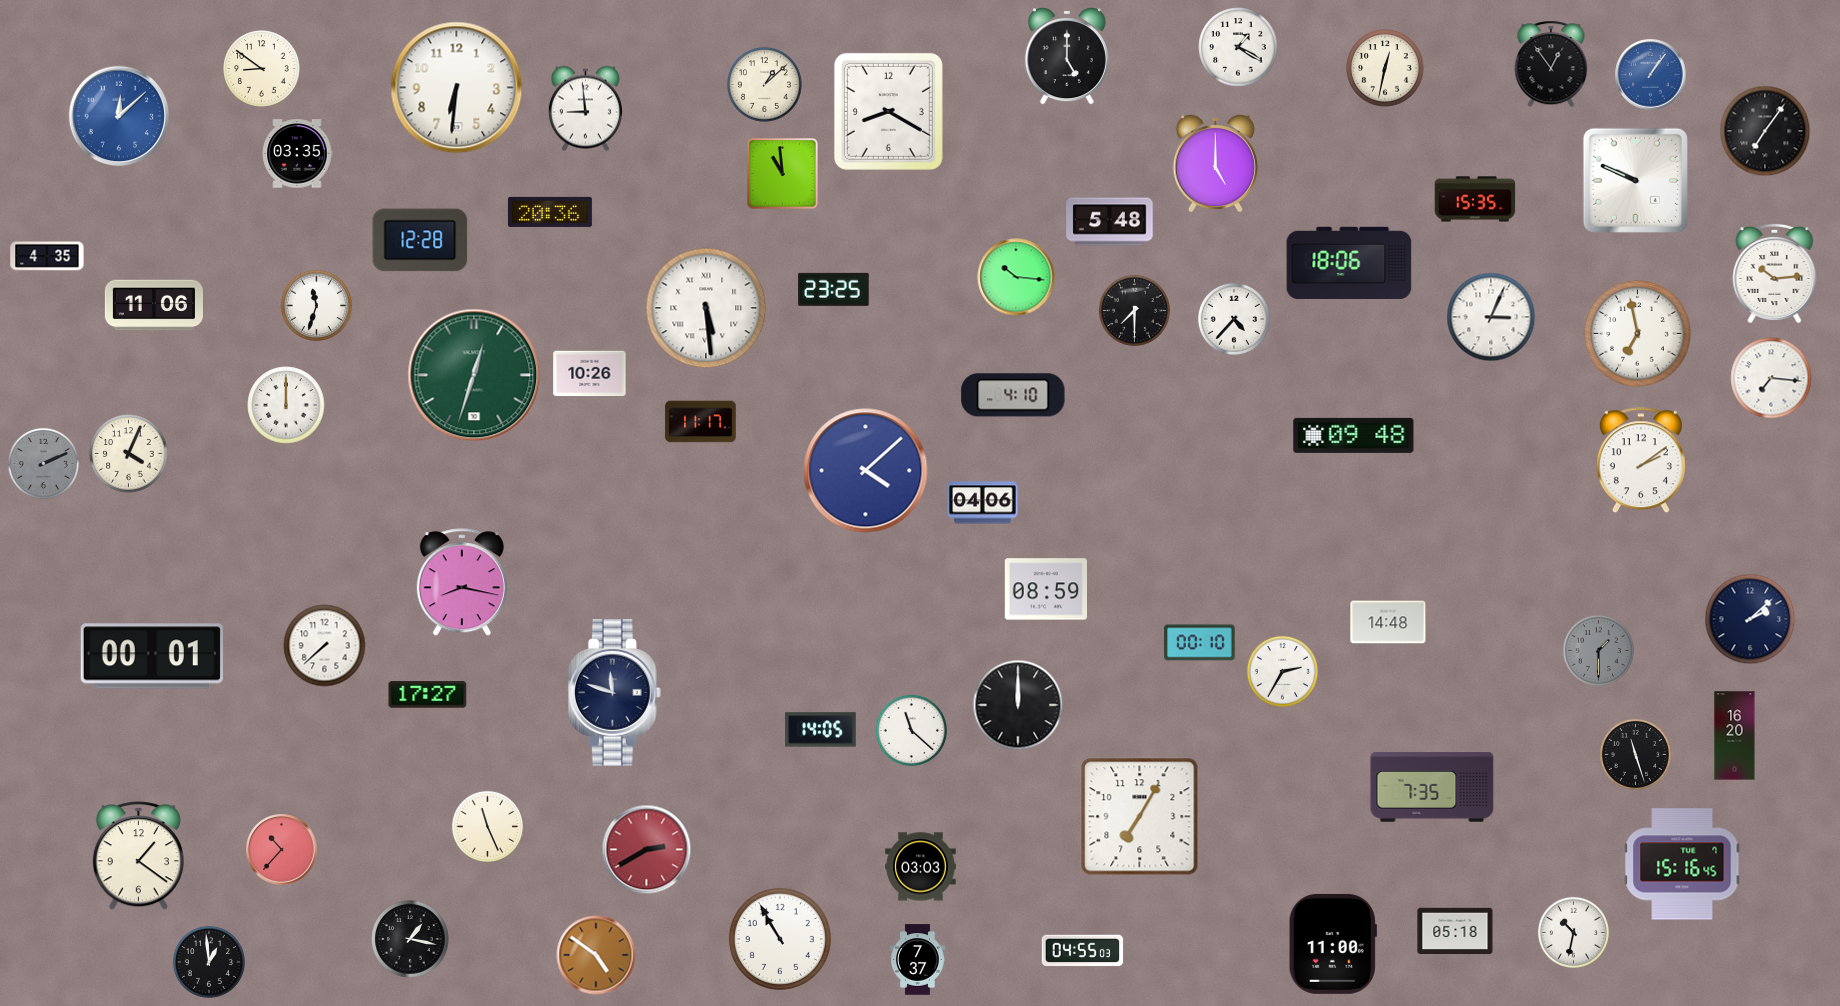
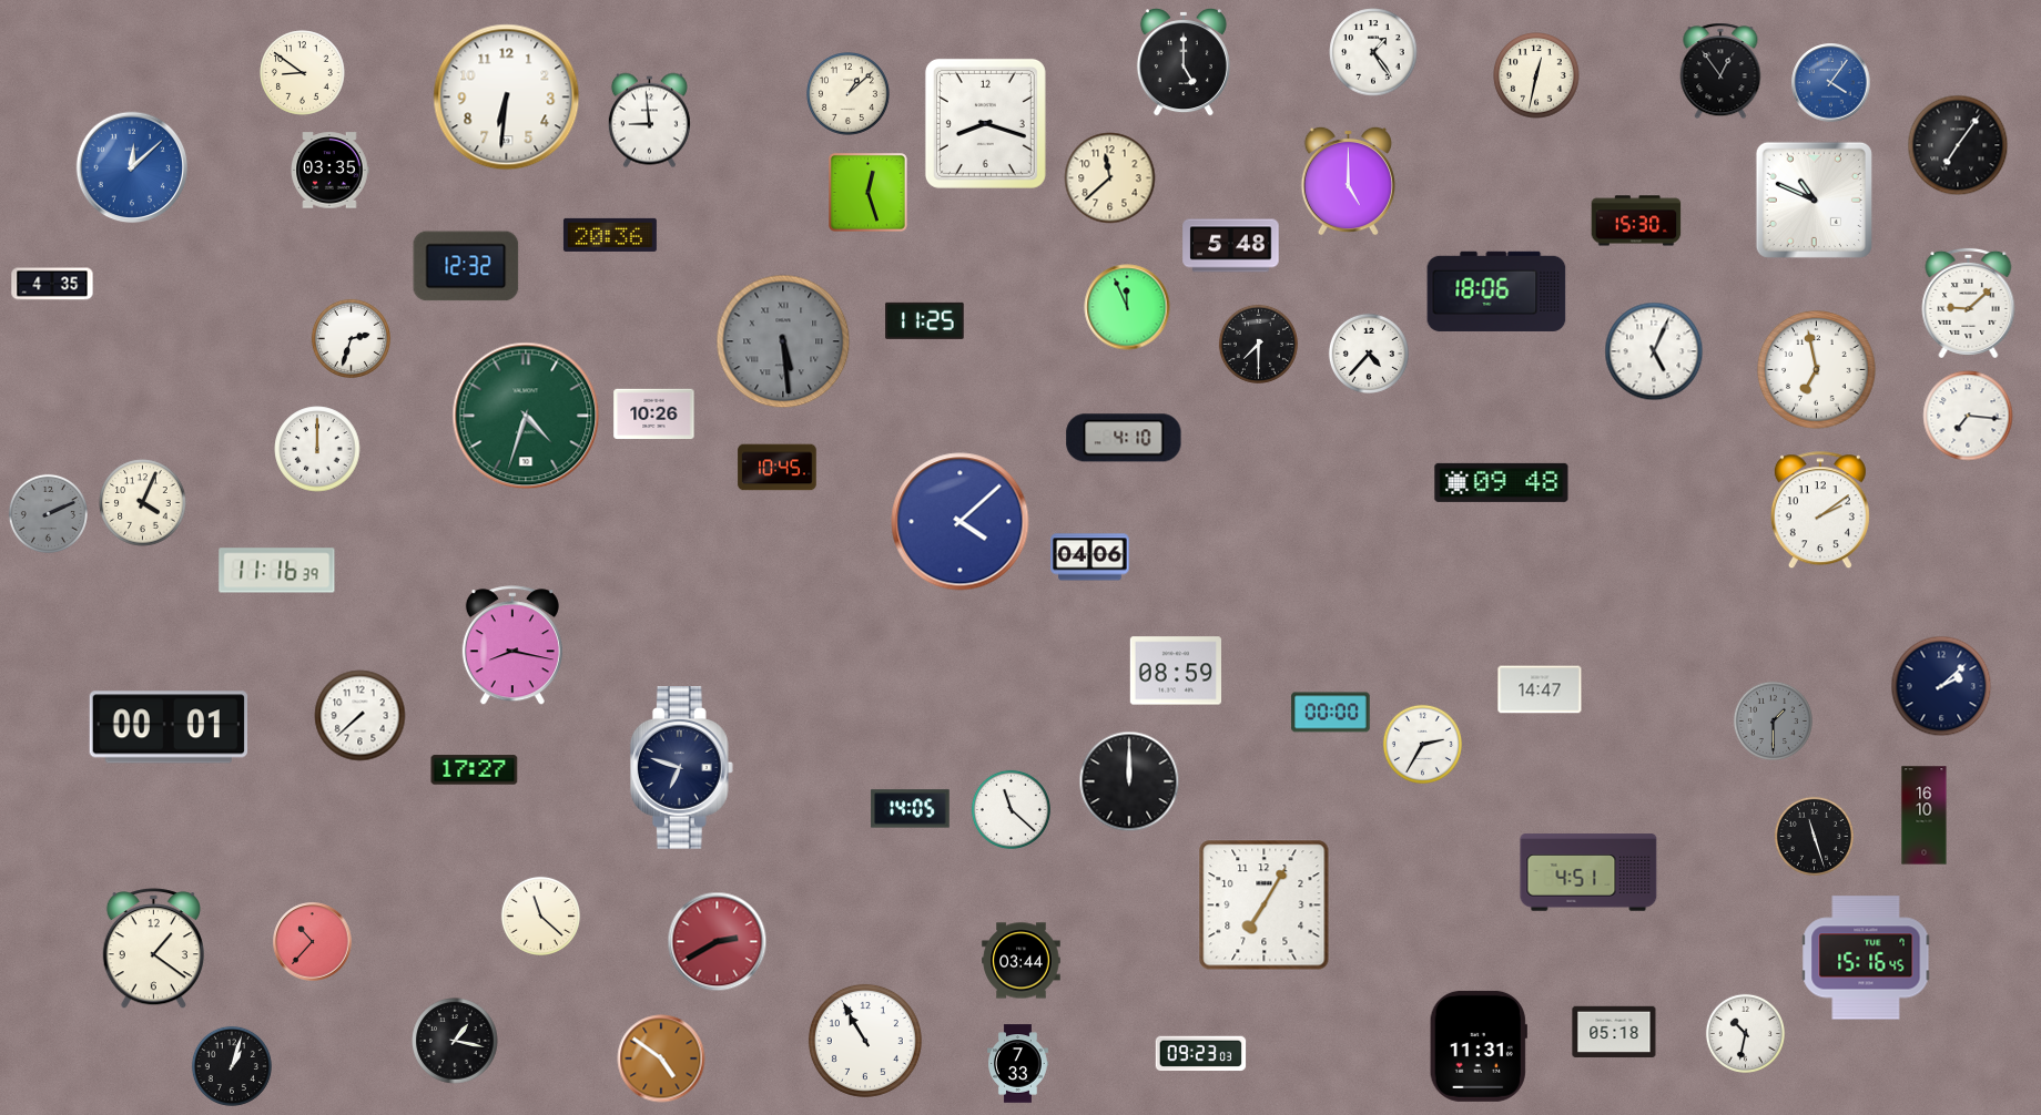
clock at (1238, 47): 1:20 -> 1:24
clock at (262, 69) position: (262, 69) -> (303, 73)
clock at (1651, 75): 1:06 -> 4:06
clock at (888, 111): 8:20 -> 8:18
clock at (119, 116) position: (119, 116) -> (132, 167)
clock at (1110, 178): none -> 11:38
clock at (783, 174): 10:59 -> 12:27
clock at (1635, 180): 9:49 -> 10:49
clock at (1475, 199): 15:35 -> 15:30
clock at (420, 240): 12:28 -> 12:32
clock at (1775, 273): 10:14 -> 9:08
clock at (1016, 277): 10:16 -> 11:56
clock at (834, 289): 23:25 -> 11:25
clock at (154, 305): 11:06 -> none
clock at (316, 305): 11:33 -> 2:33
clock at (706, 308) dial: white -> grey
clock at (1491, 317): 3:04 -> 5:04
clock at (474, 375): 12:33 -> 4:33
clock at (1771, 378) position: (1771, 378) -> (1968, 416)
clock at (701, 422): 11:17 -> 10:45
clock at (277, 571): none -> 11:16
clock at (1045, 589) position: (1045, 589) -> (1175, 671)
clock at (1388, 622): 14:48 -> 14:47
clock at (1200, 643): 00:10 -> 00:00
clock at (614, 693): 11:48 -> 6:48
clock at (1735, 736): 16:20 -> 16:10
clock at (1432, 787): 7:35 -> 4:51
clock at (487, 826): 11:26 -> 11:22
clock at (921, 867): 03:03 -> 03:44
clock at (1333, 944): 11:00 -> 11:31
clock at (1083, 951): 04:55 -> 09:23
clock at (918, 960): 7:37 -> 7:33
clock at (209, 962): 12:59 -> 1:03
